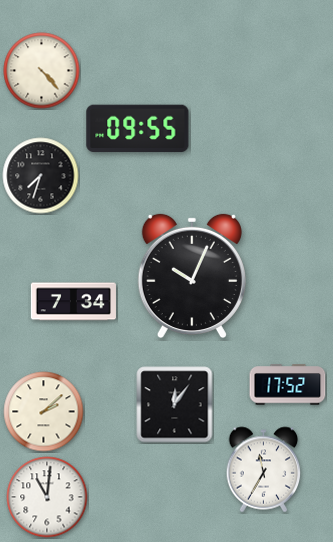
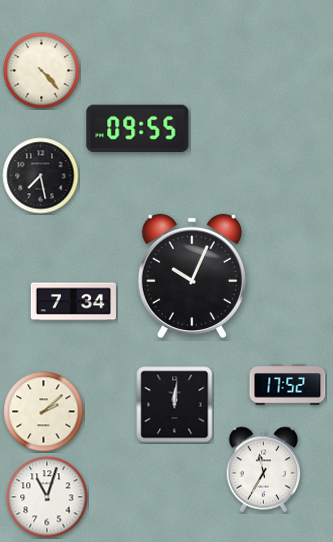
clock at (41, 176): 7:33 -> 7:28
clock at (175, 405): 12:06 -> 12:01
clock at (47, 497): 11:01 -> 11:03
